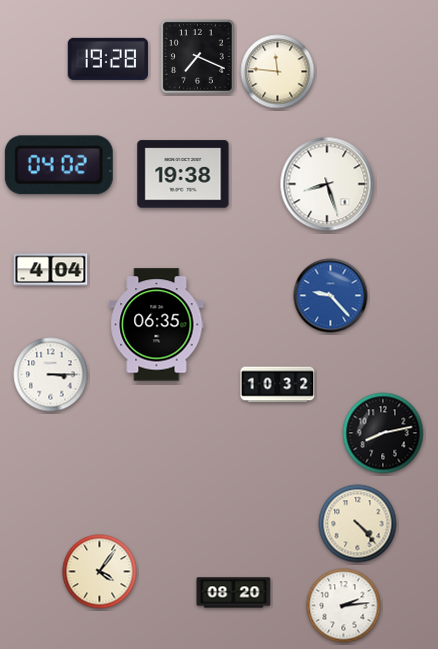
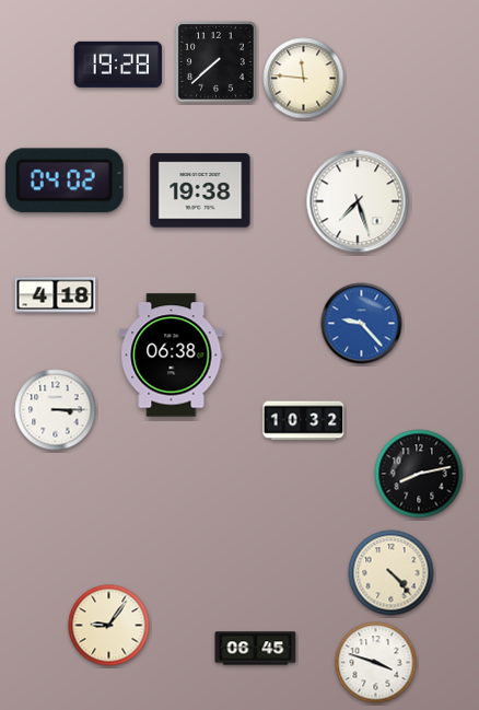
clock at (197, 56): 7:19 -> 7:38
clock at (327, 184): 8:27 -> 7:27
clock at (51, 270): 4:04 -> 4:18
clock at (157, 325): 06:35 -> 06:38
clock at (100, 572): 4:06 -> 9:06
clock at (234, 593): 08:20 -> 06:45
clock at (344, 606): 2:14 -> 3:48
